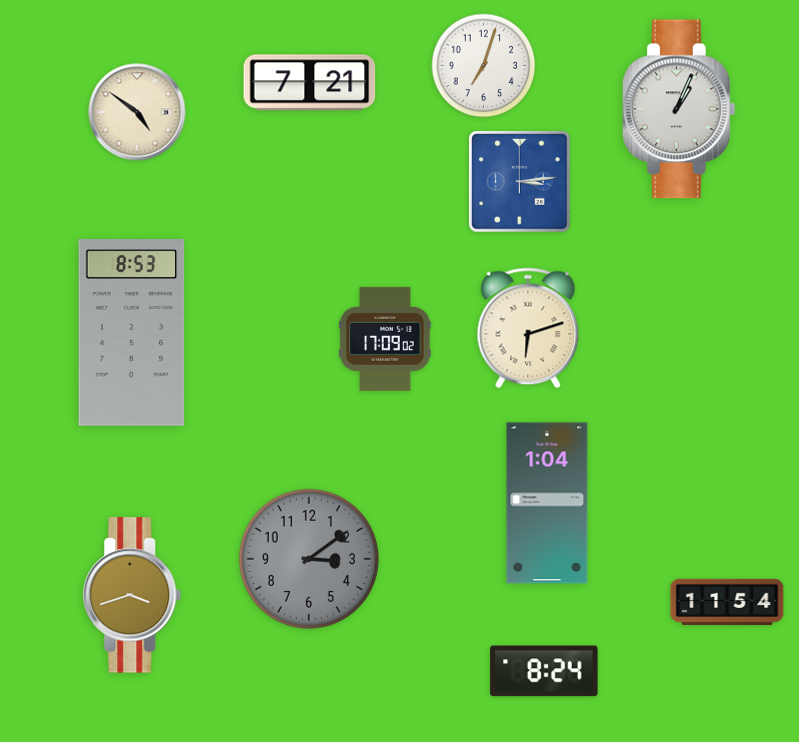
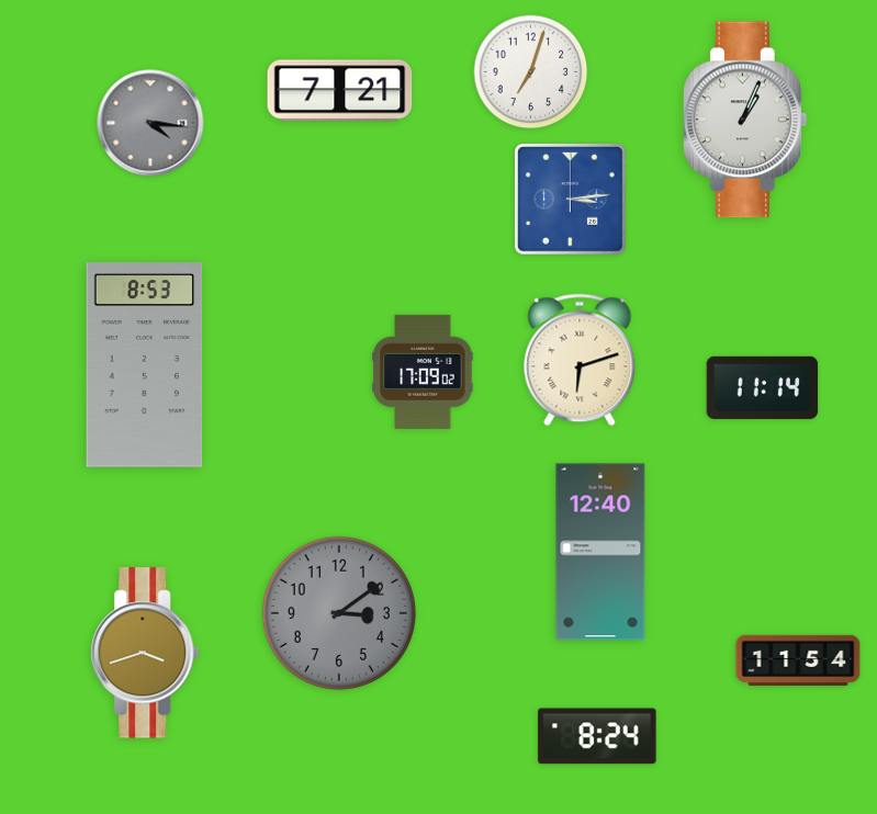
clock at (137, 112): 4:51 -> 4:16
clock at (137, 112) dial: cream -> grey
clock at (763, 387): none -> 11:14
clock at (547, 503): 1:04 -> 12:40
